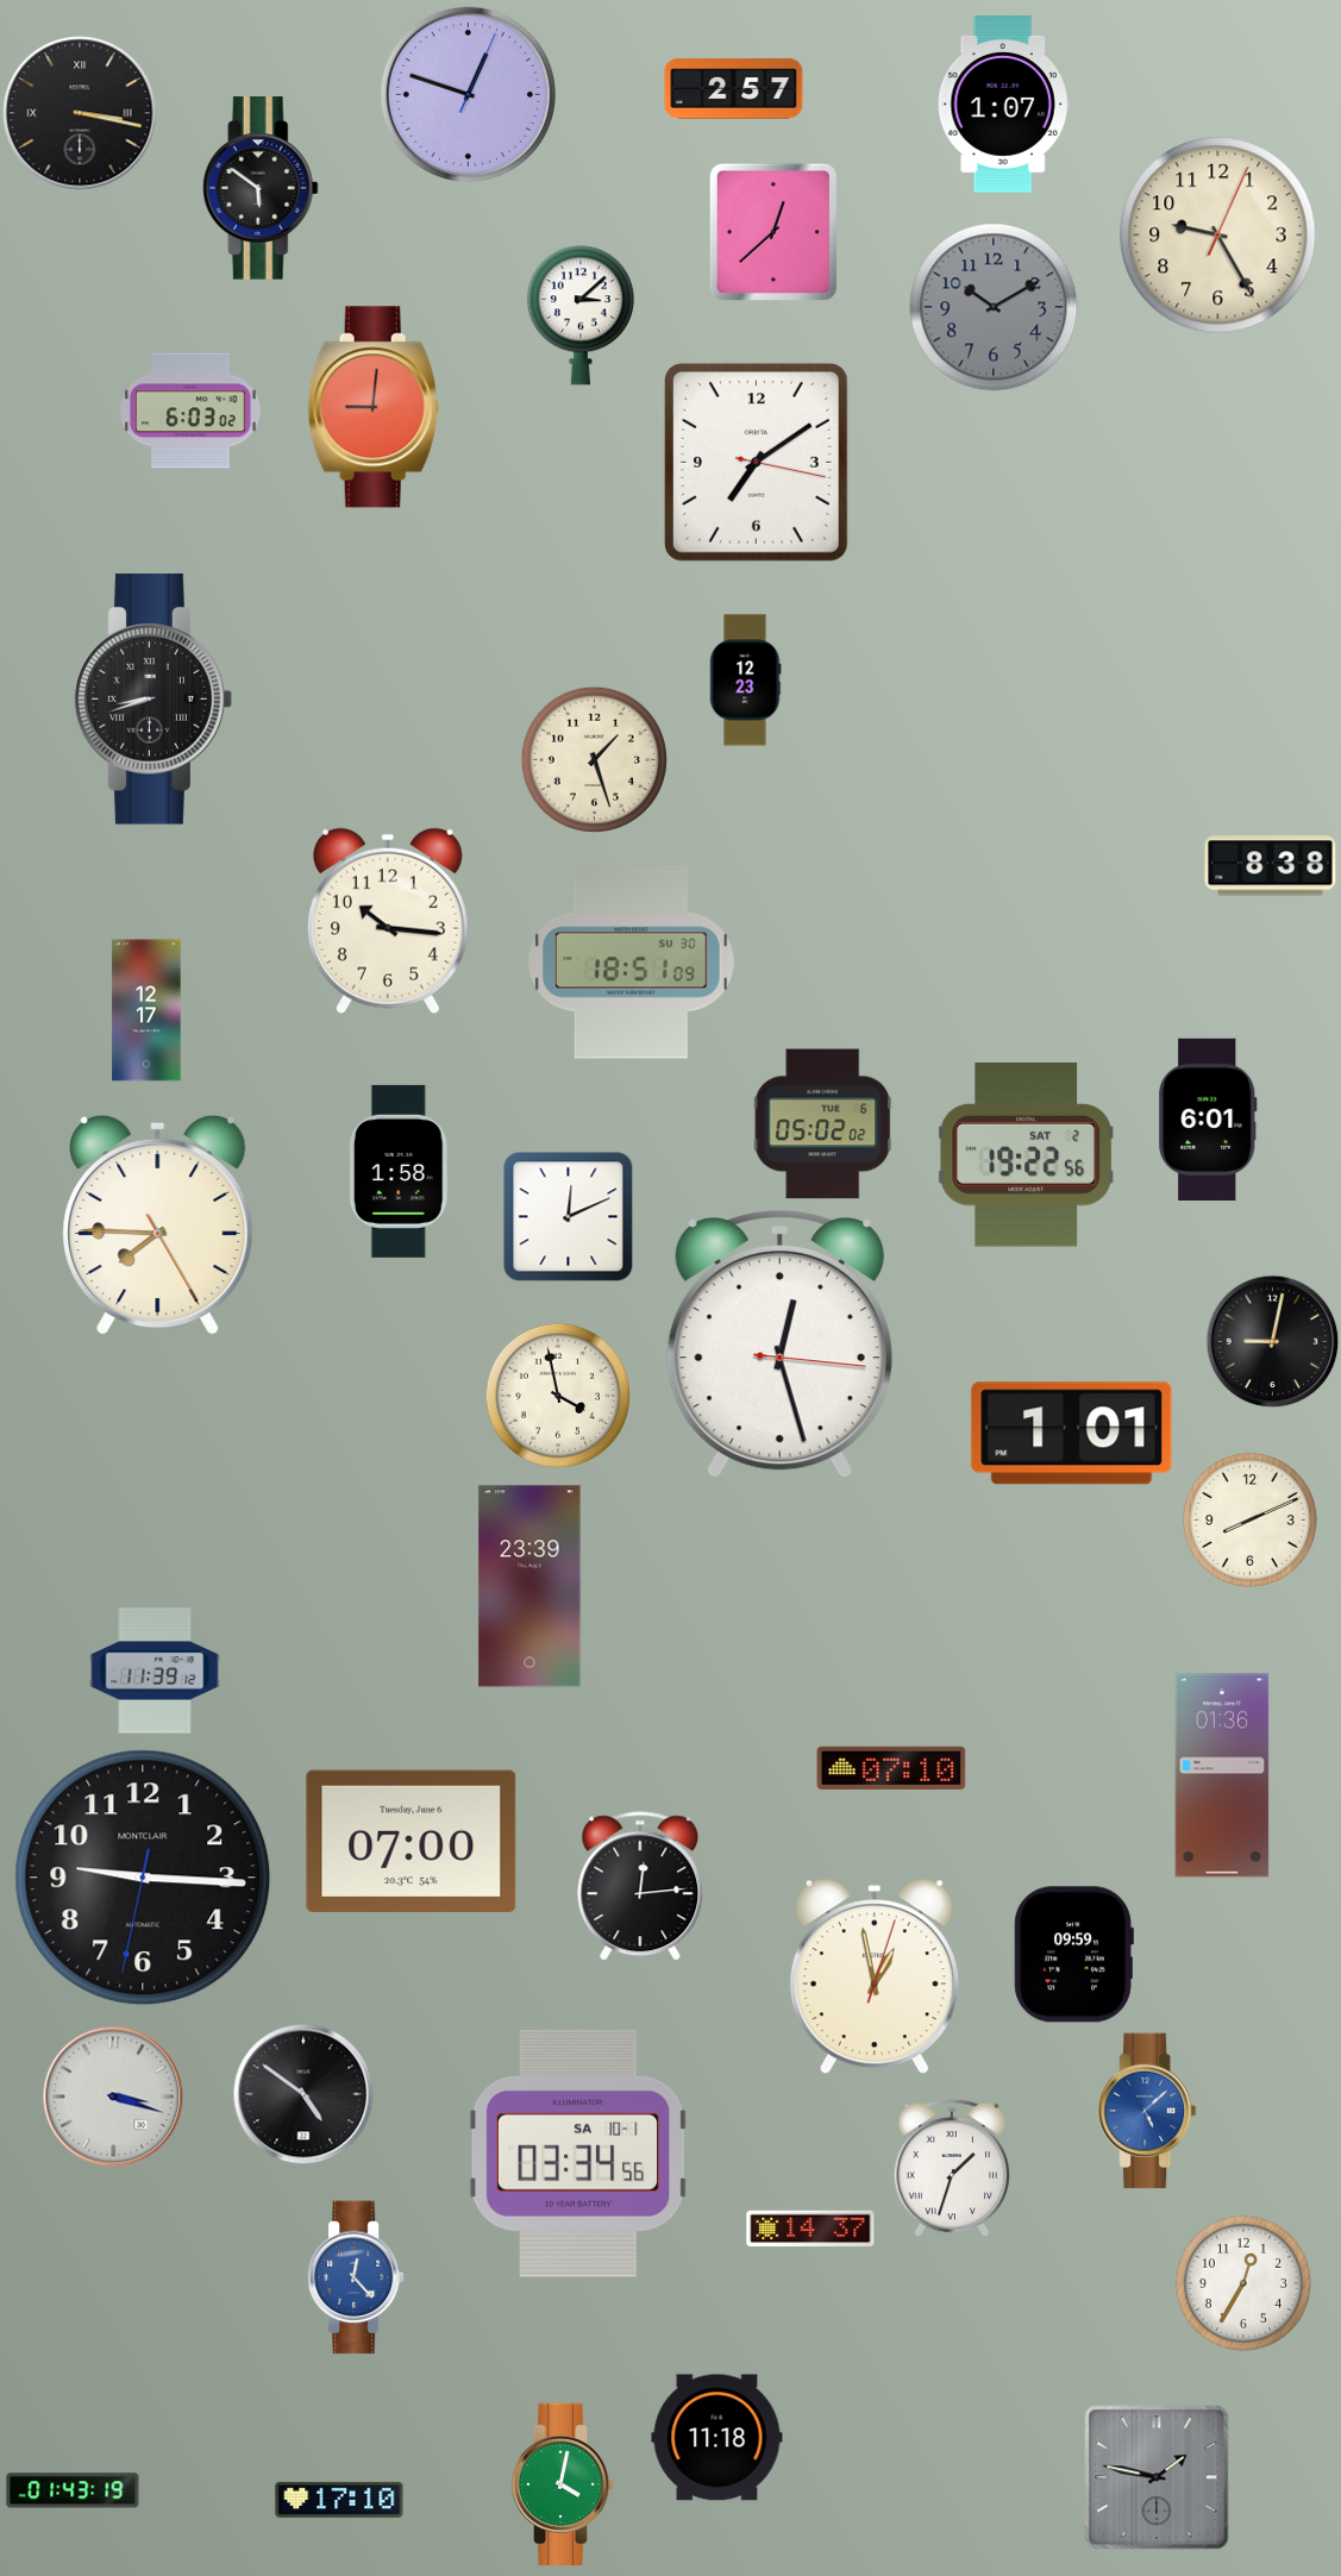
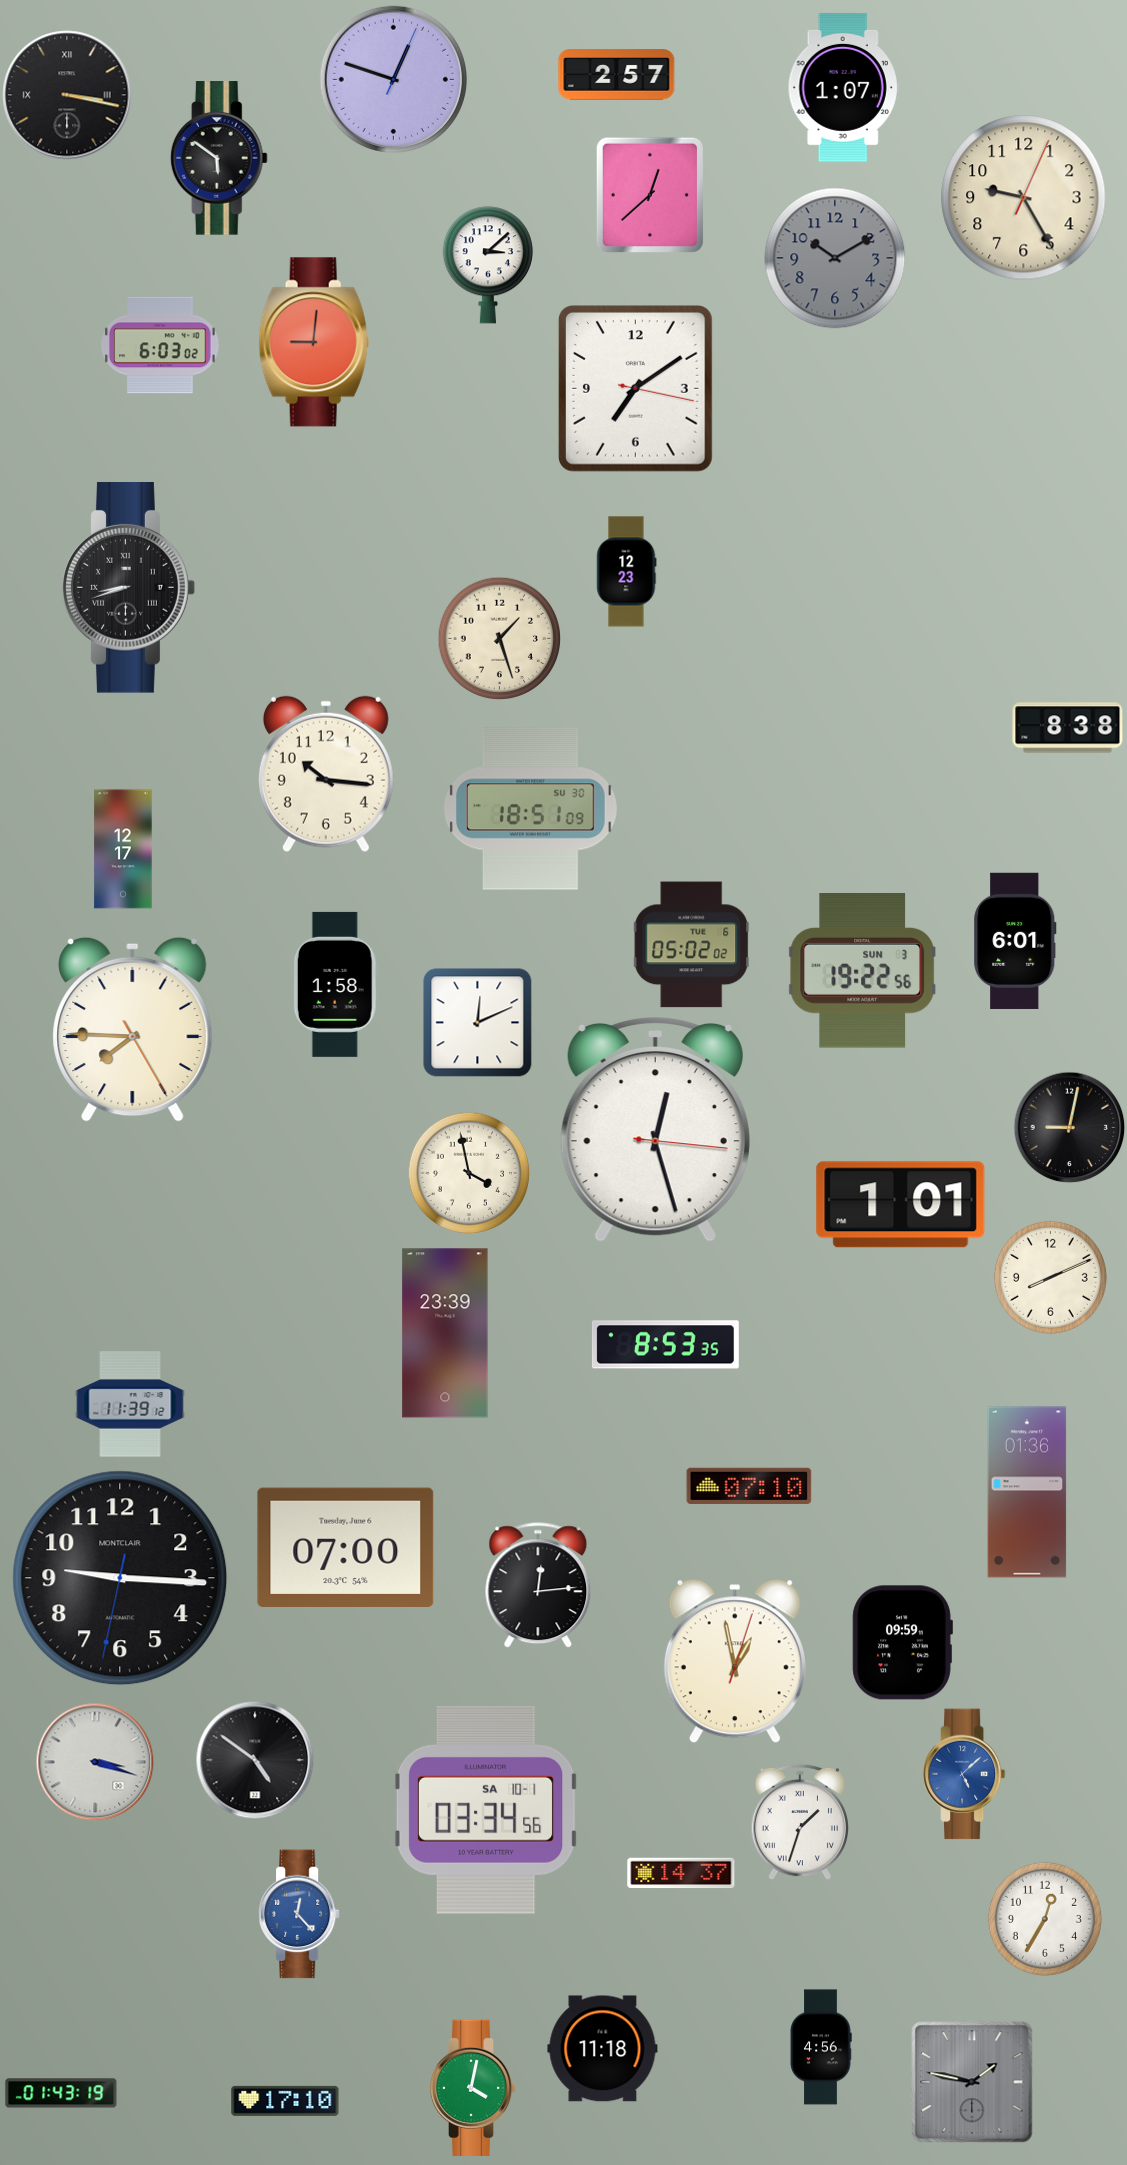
clock at (1026, 1155) date: SAT 2 -> SUN 3
clock at (665, 1345): none -> 8:53
clock at (821, 2047): none -> 4:56
